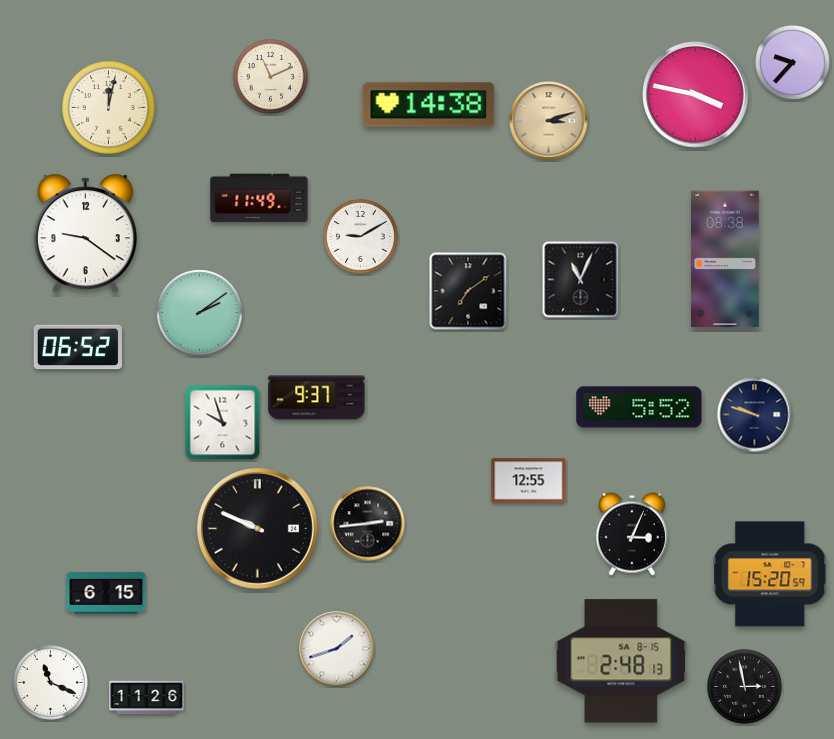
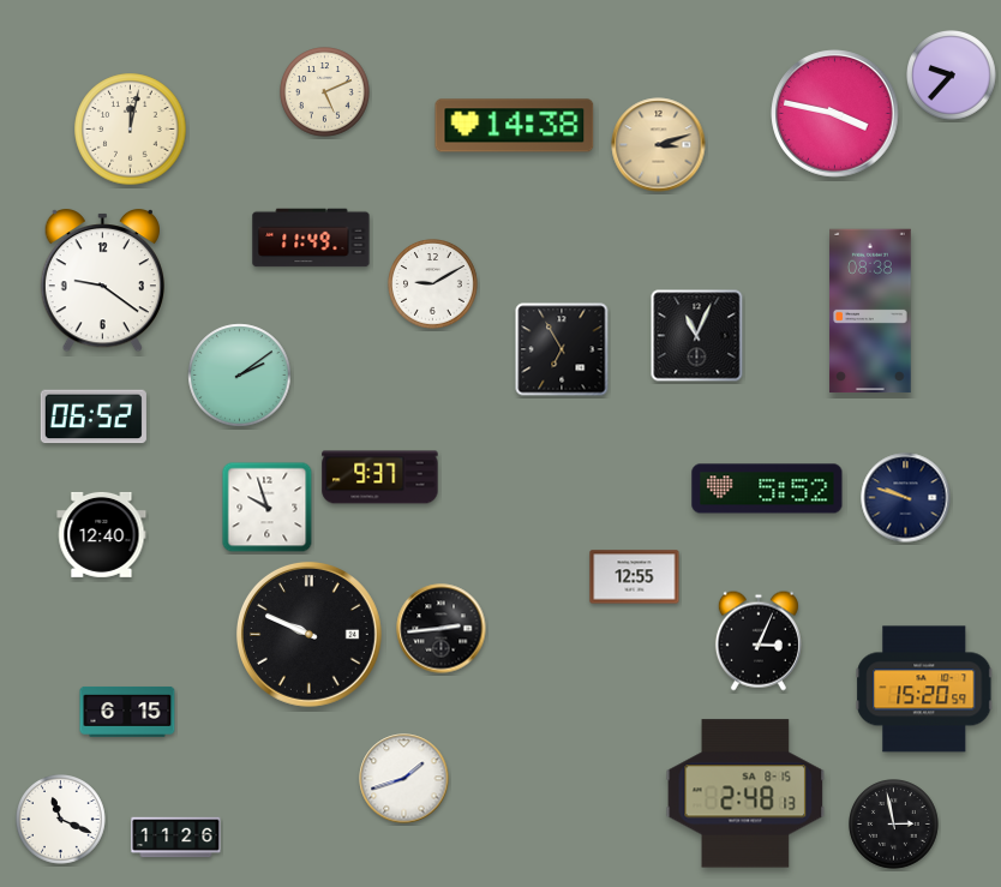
clock at (271, 77): 11:11 -> 5:11
clock at (468, 291): 7:09 -> 6:55
clock at (102, 534): none -> 12:40
